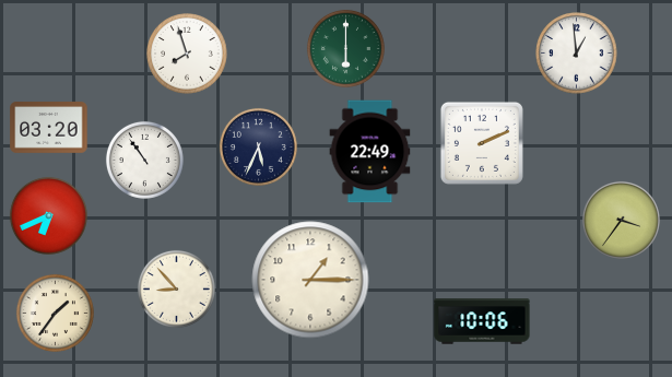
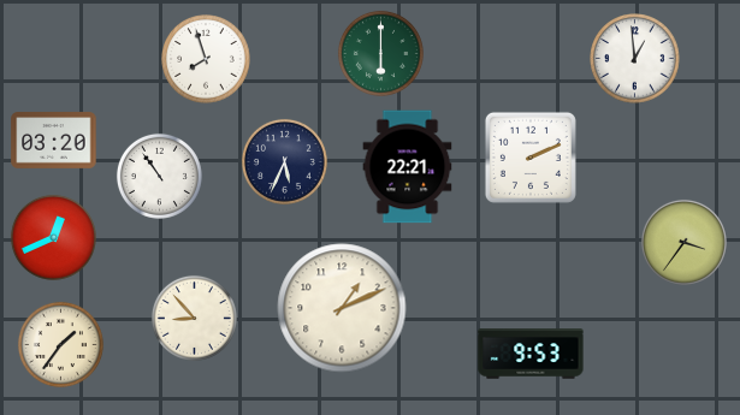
clock at (370, 152): 22:49 -> 22:21
clock at (48, 215): 6:41 -> 12:41
clock at (310, 280): 1:15 -> 1:11
clock at (482, 321): 10:06 -> 9:53
